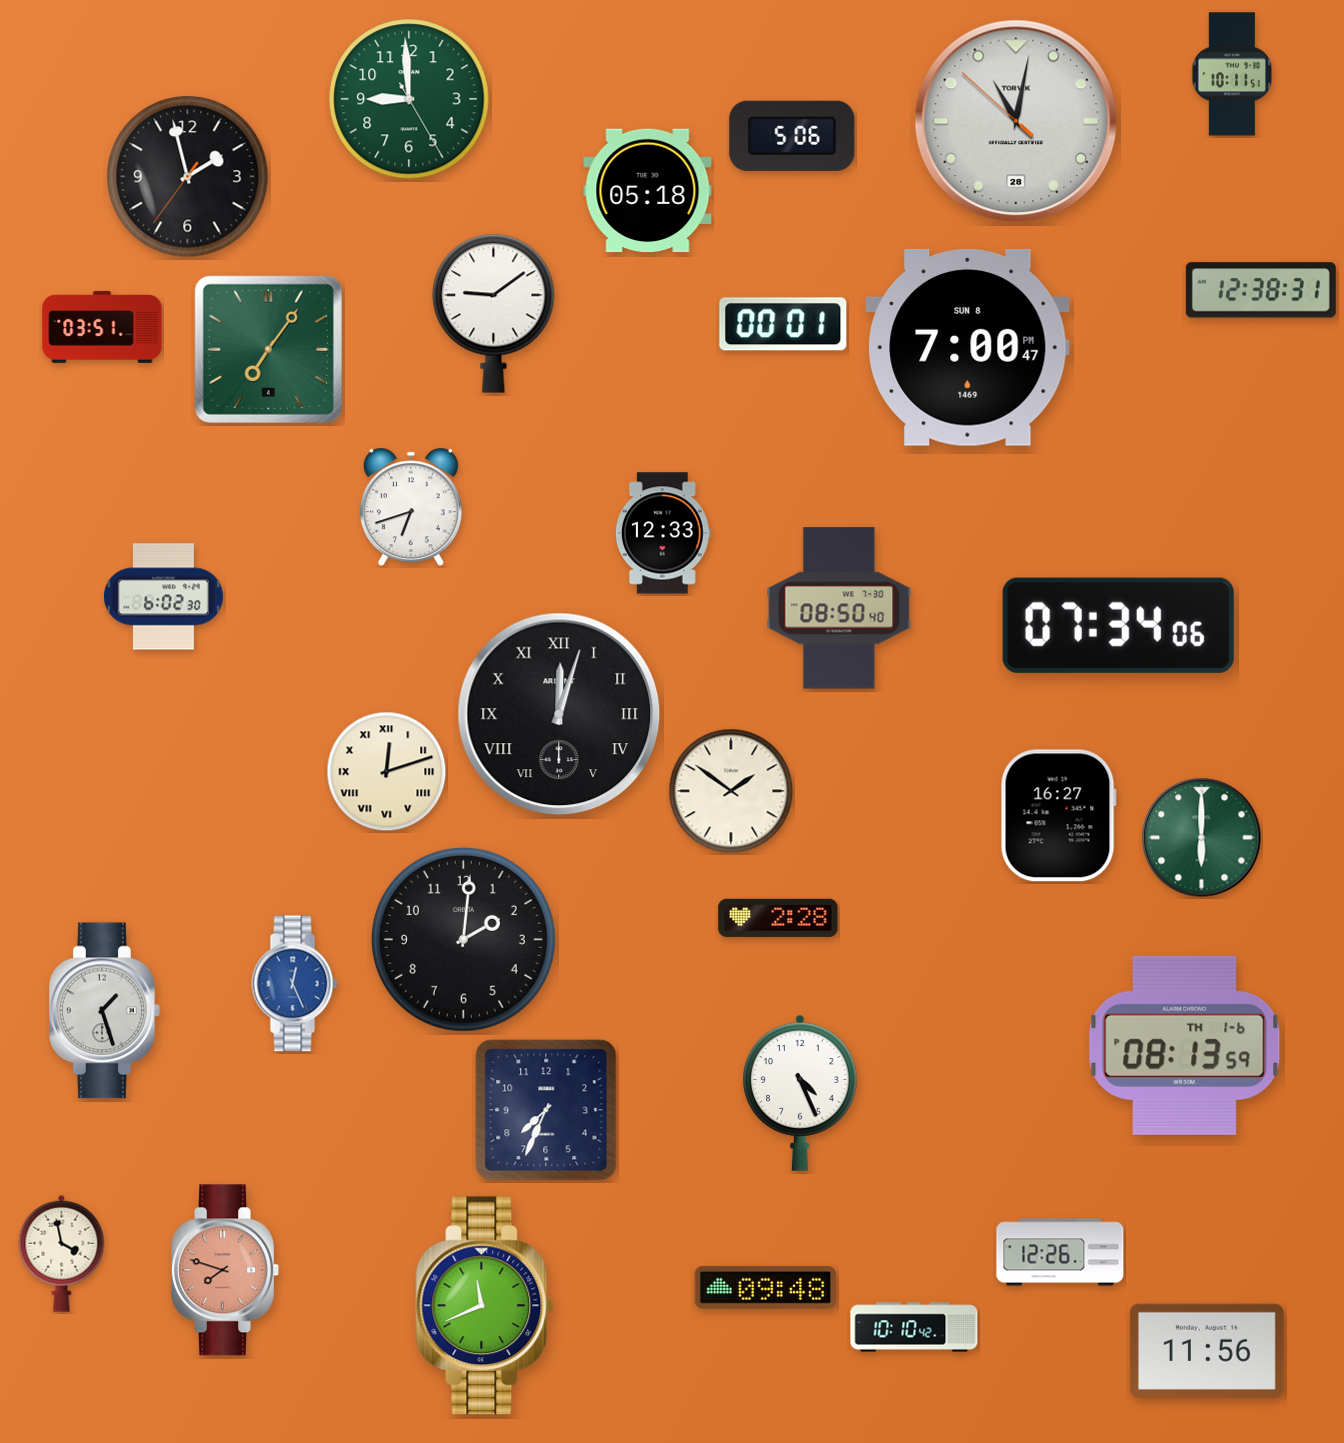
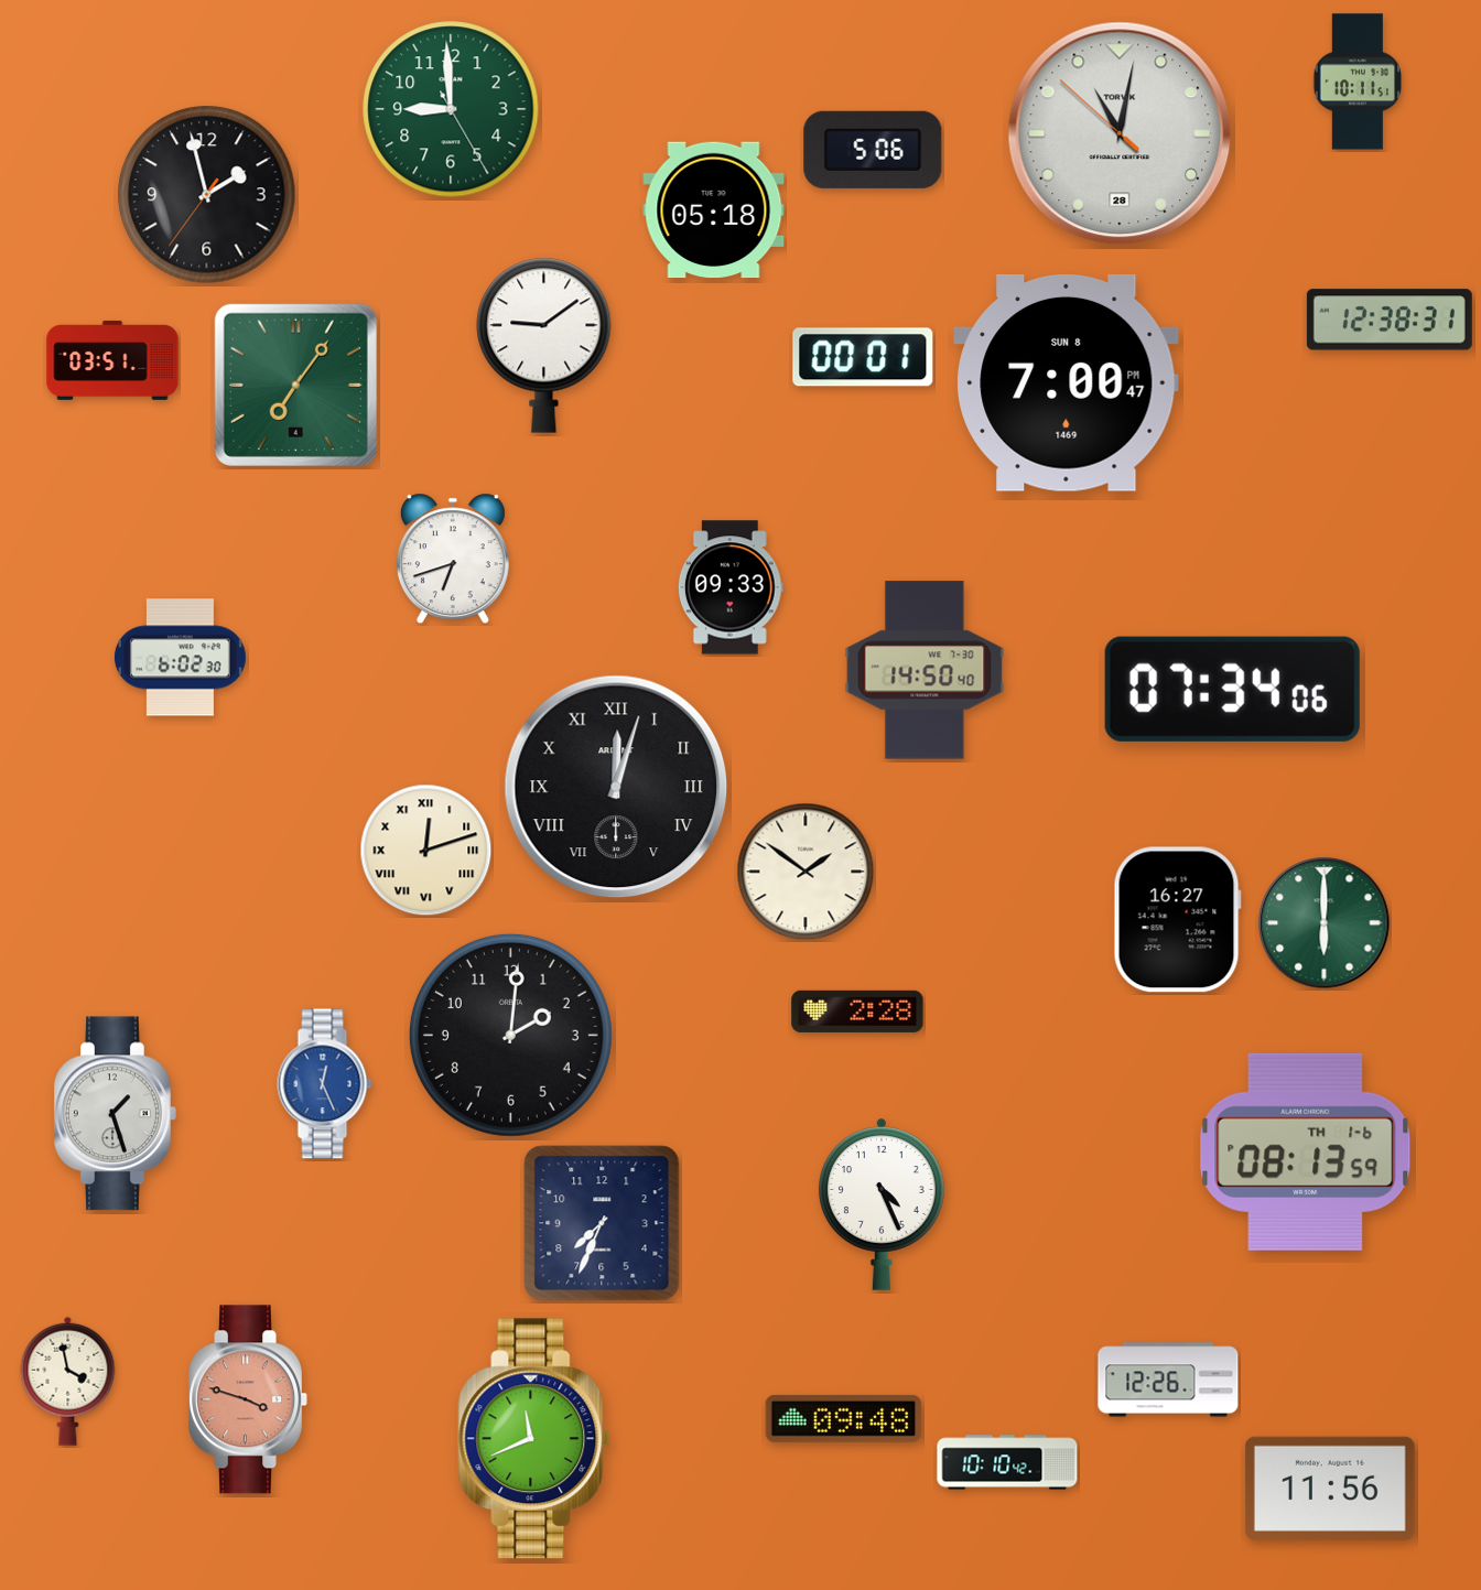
clock at (663, 533): 12:33 -> 09:33
clock at (839, 608): 08:50 -> 14:50
clock at (1058, 816) position: (1058, 816) -> (1177, 920)
clock at (226, 1270): 7:48 -> 3:48
